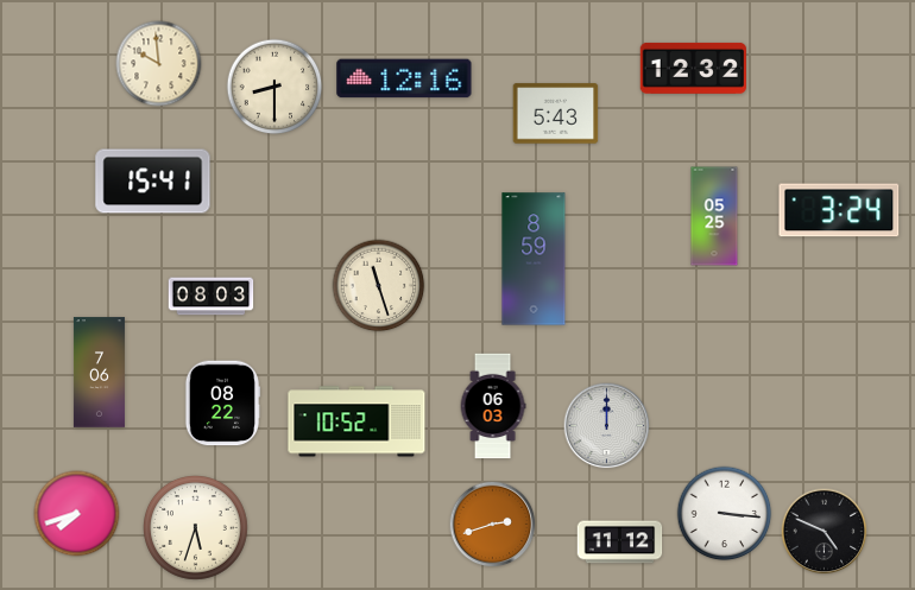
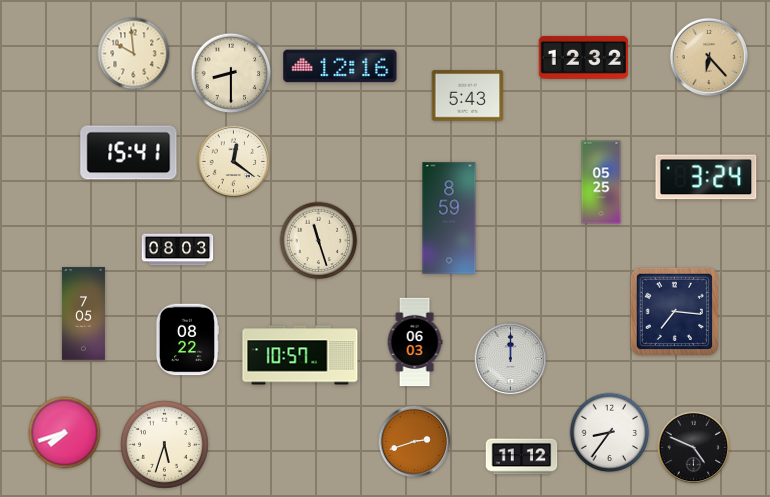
clock at (708, 56): none -> 6:23
clock at (234, 162): none -> 12:21
clock at (674, 311): none -> 7:16
clock at (99, 373): 7:06 -> 7:05
clock at (356, 421): 10:52 -> 10:57
clock at (725, 514): 3:16 -> 8:36
